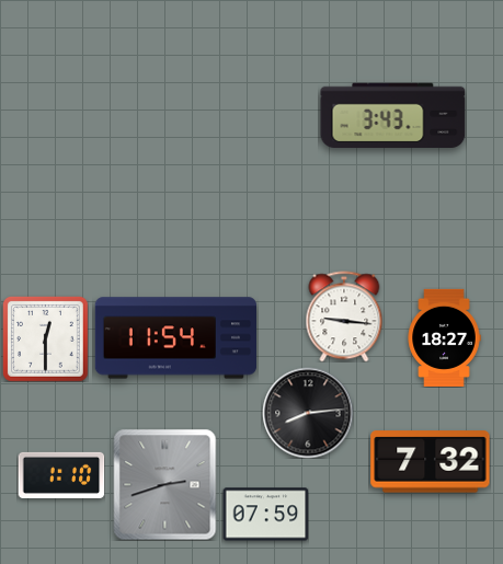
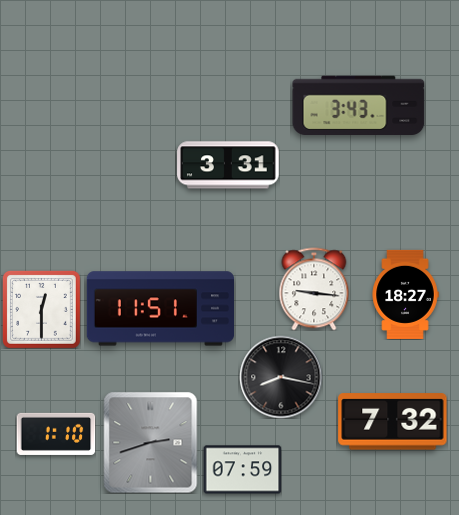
clock at (228, 165): none -> 3:31
clock at (444, 337) position: (444, 337) -> (405, 294)
clock at (175, 338): 11:54 -> 11:51
clock at (308, 413): 8:14 -> 8:17
